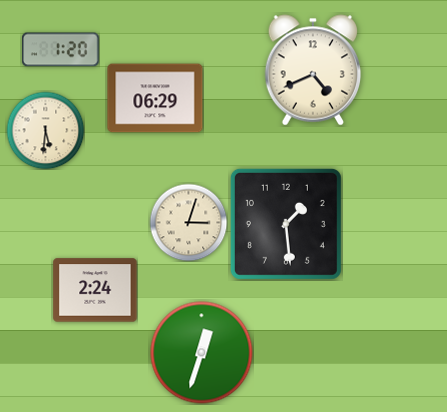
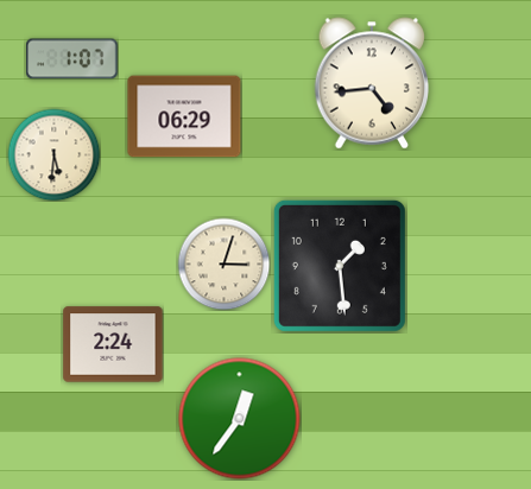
clock at (61, 50): 1:20 -> 1:07
clock at (313, 70): 4:41 -> 4:44
clock at (202, 353): 12:33 -> 12:36
